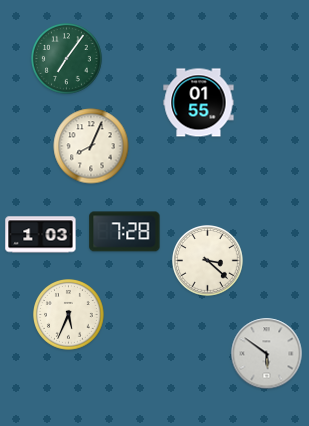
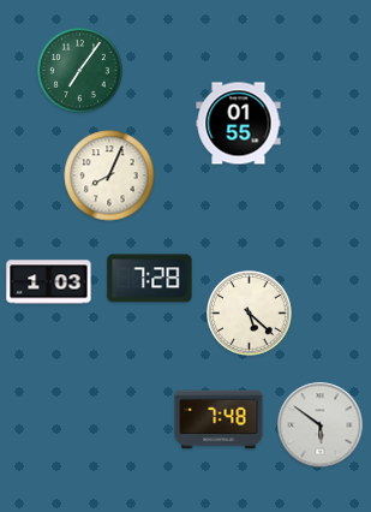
clock at (208, 261): 3:22 -> 5:22
clock at (69, 315): 5:34 -> none
clock at (219, 419): none -> 7:48
